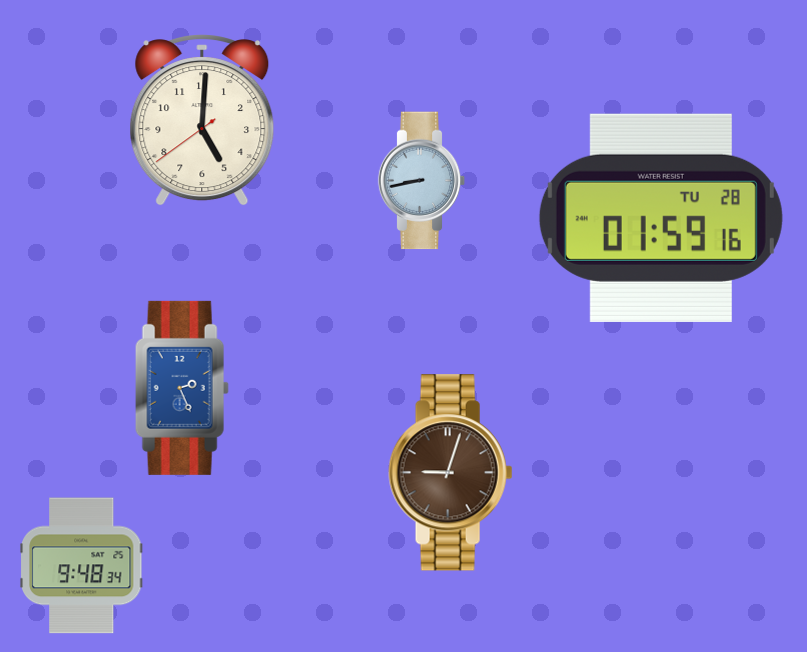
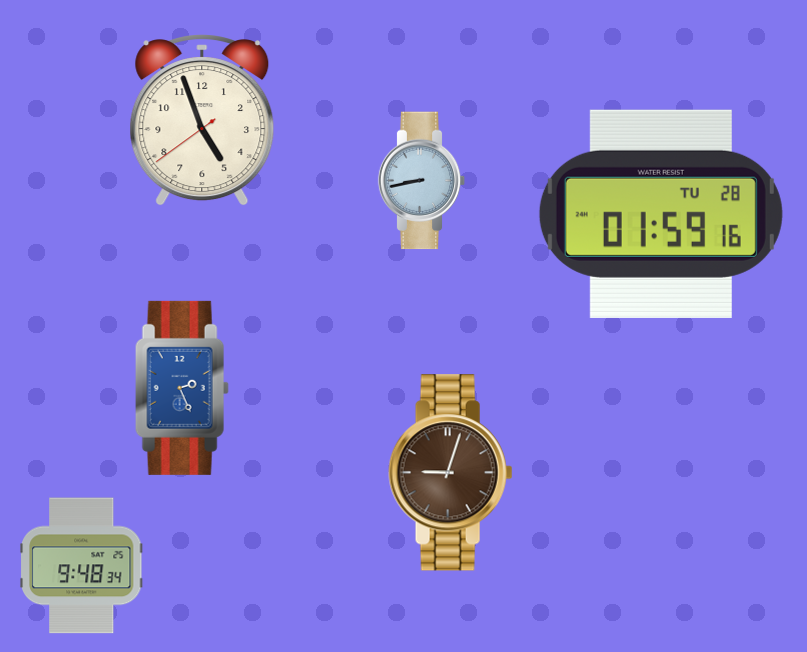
clock at (202, 120): 5:00 -> 4:56
clock at (661, 218) position: (661, 218) -> (661, 214)
